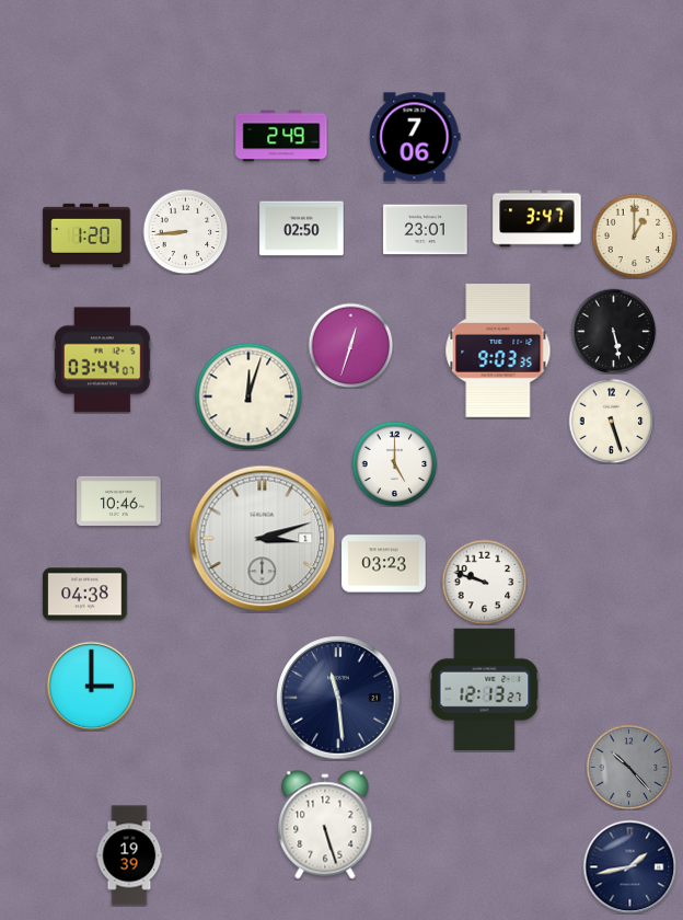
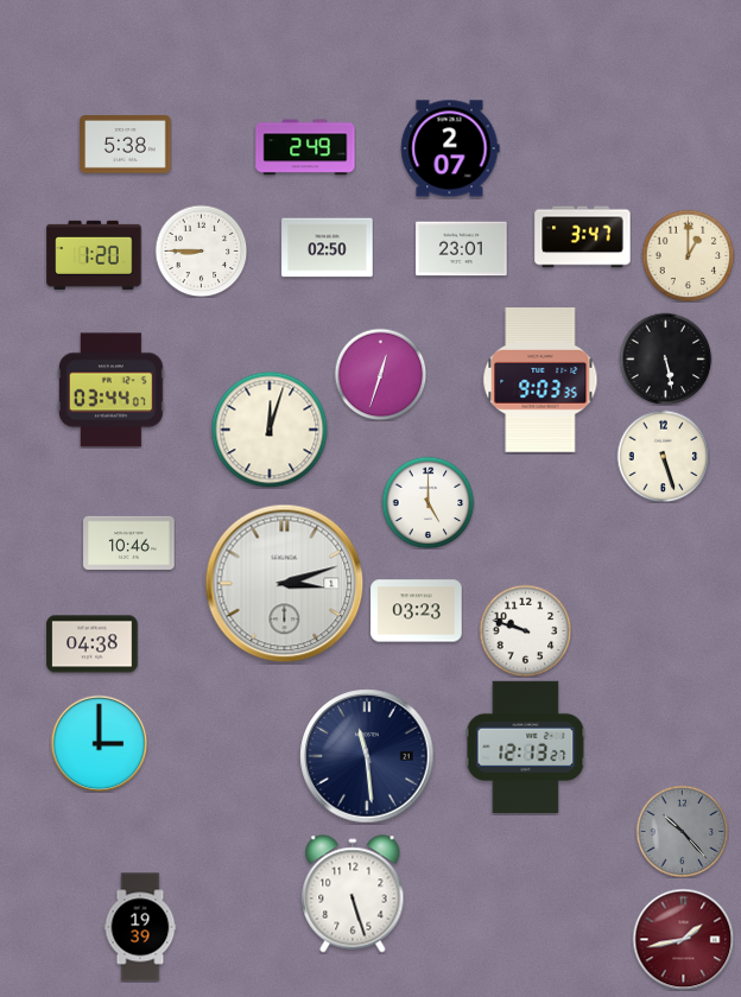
clock at (126, 145): none -> 5:38
clock at (415, 137): 7:06 -> 2:07
clock at (185, 231): 8:44 -> 8:45
clock at (629, 866) dial: navy -> burgundy
